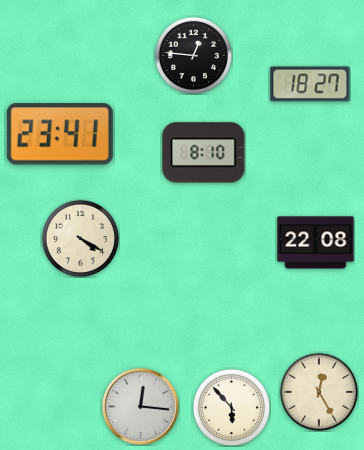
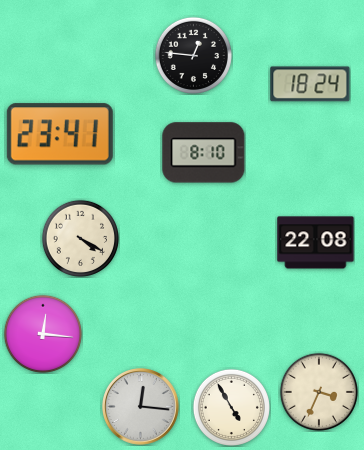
clock at (310, 84): 18:27 -> 18:24
clock at (43, 334): none -> 12:16
clock at (319, 392): 12:25 -> 3:34
clock at (231, 407): 5:53 -> 4:55
